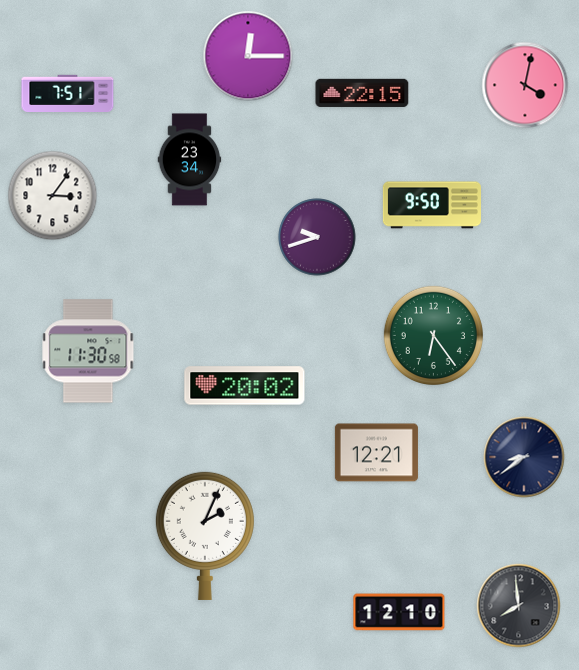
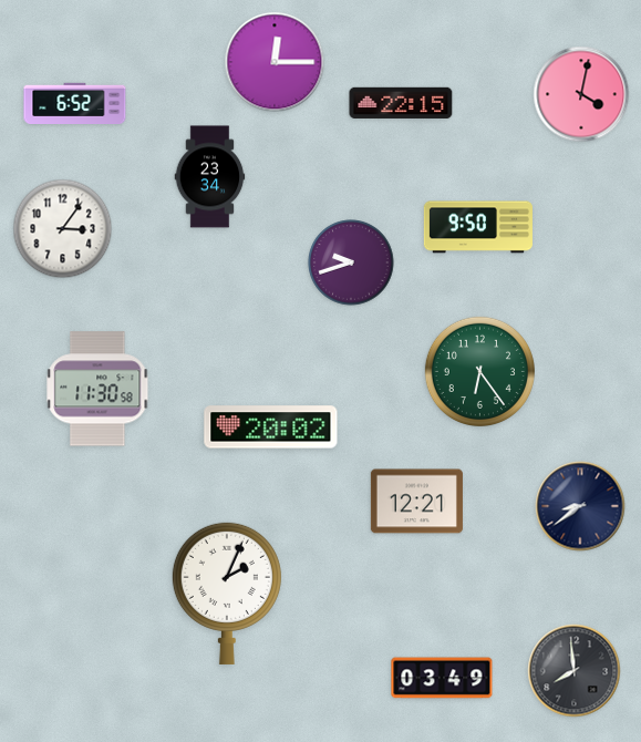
clock at (68, 93): 7:51 -> 6:52
clock at (53, 196) position: (53, 196) -> (63, 229)
clock at (399, 612): 12:10 -> 03:49
